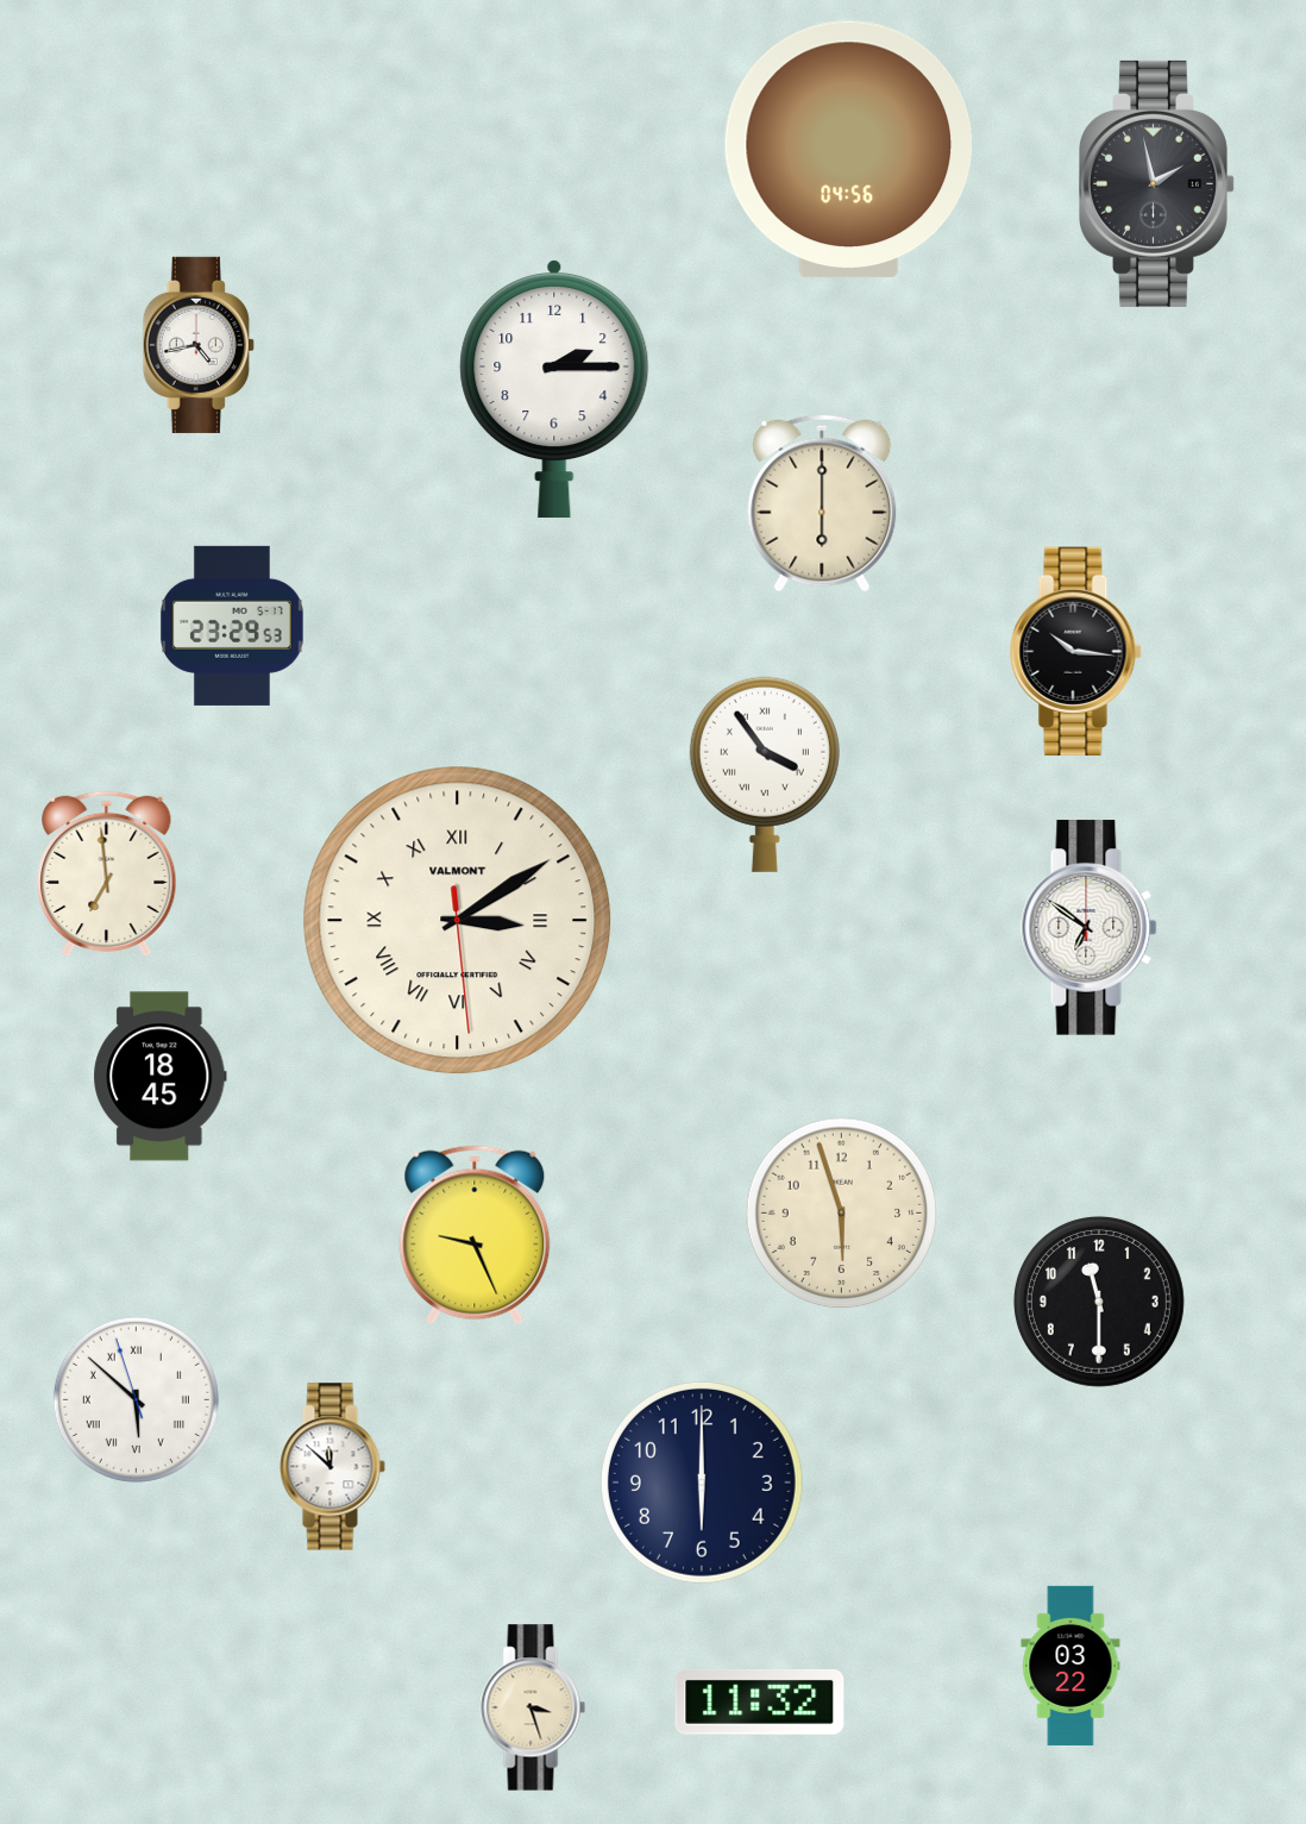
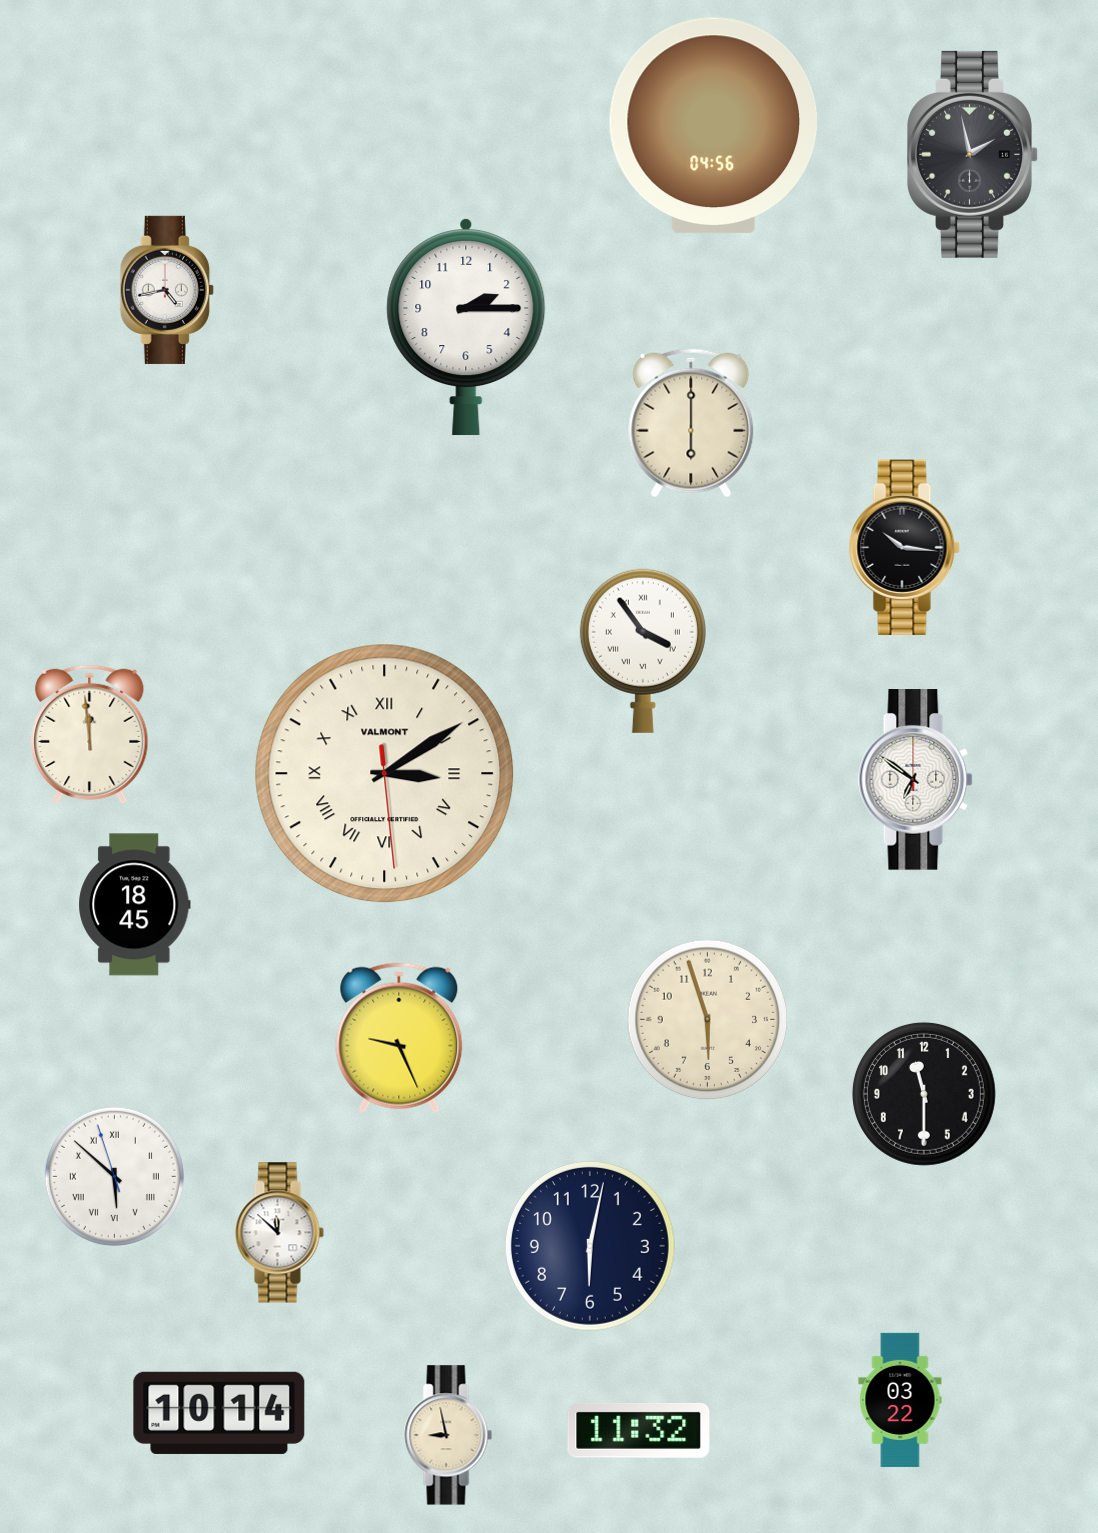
clock at (232, 626): 23:29 -> none
clock at (107, 875): 6:59 -> 11:59
clock at (702, 1483): 6:00 -> 6:02
clock at (219, 1413): none -> 10:14
clock at (533, 1707): 3:27 -> 8:58
